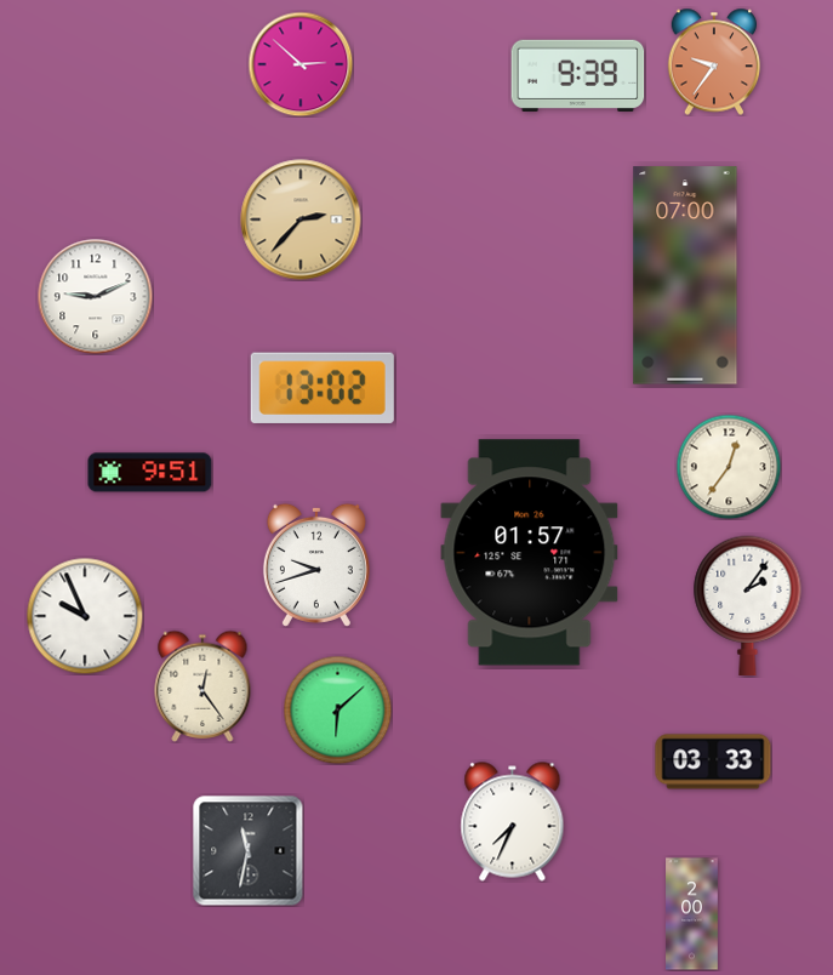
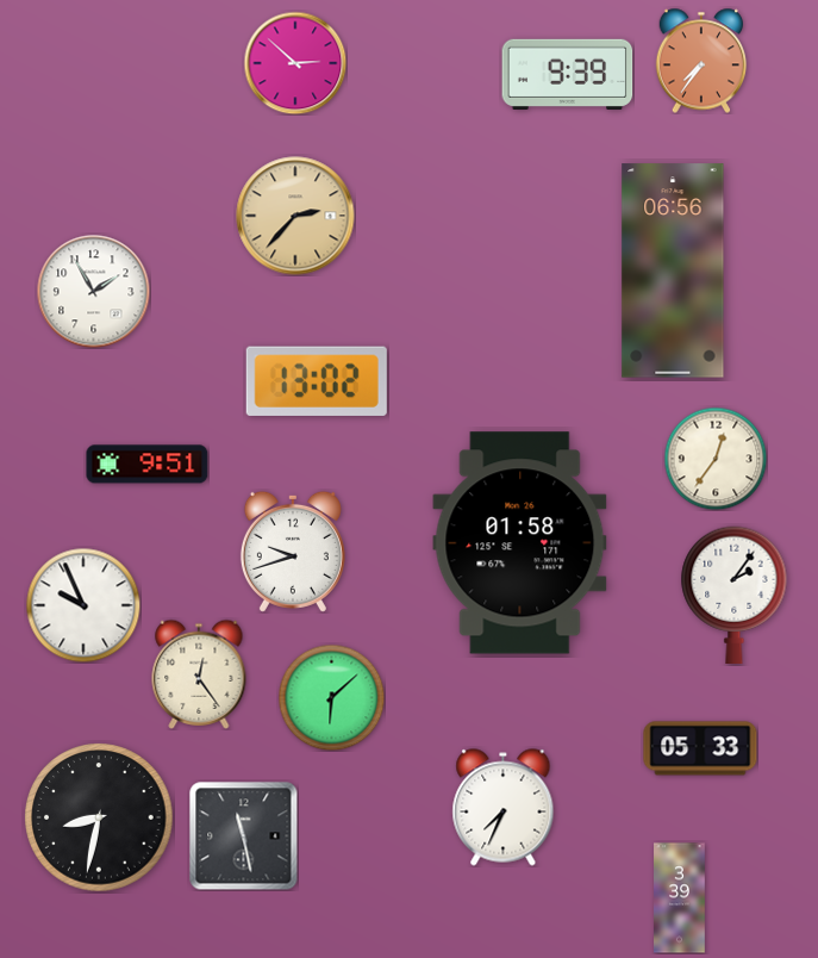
clock at (714, 62): 9:36 -> 7:36
clock at (685, 275): 07:00 -> 06:56
clock at (95, 296): 9:11 -> 1:55
clock at (530, 553): 01:57 -> 01:58
clock at (316, 565) position: (316, 565) -> (293, 552)
clock at (713, 762): 03:33 -> 05:33
clock at (99, 817): none -> 8:32
clock at (247, 850): 11:32 -> 11:28
clock at (692, 914): 2:00 -> 3:39
